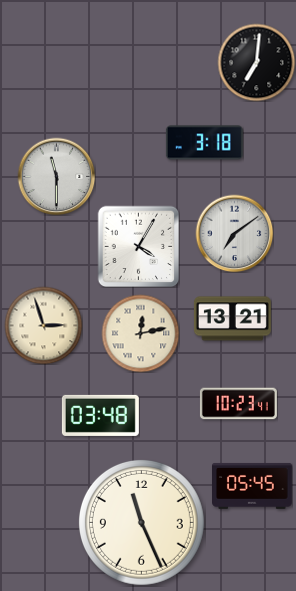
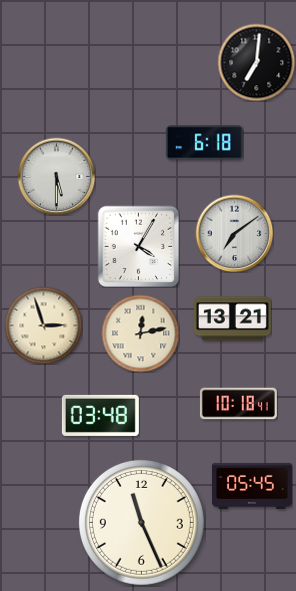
clock at (204, 143): 3:18 -> 6:18
clock at (56, 176): 11:30 -> 5:30
clock at (238, 404): 10:23 -> 10:18
